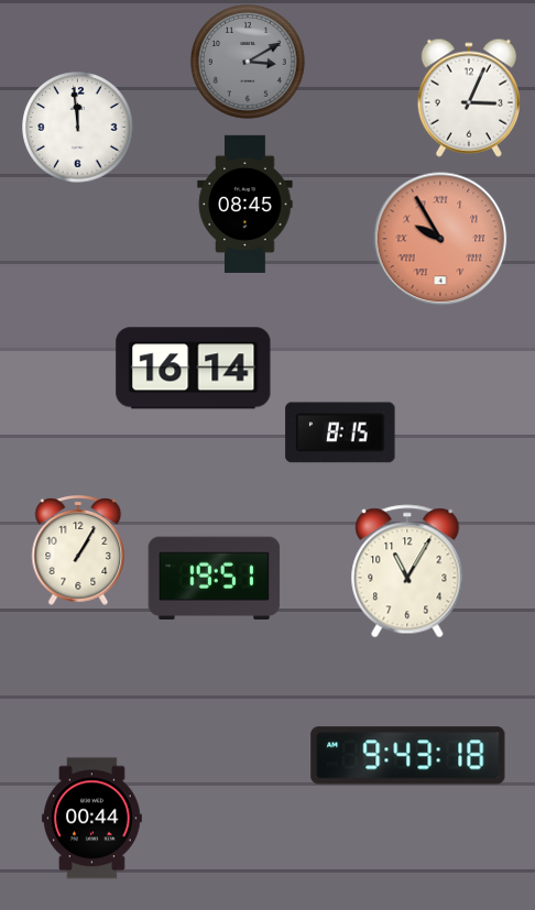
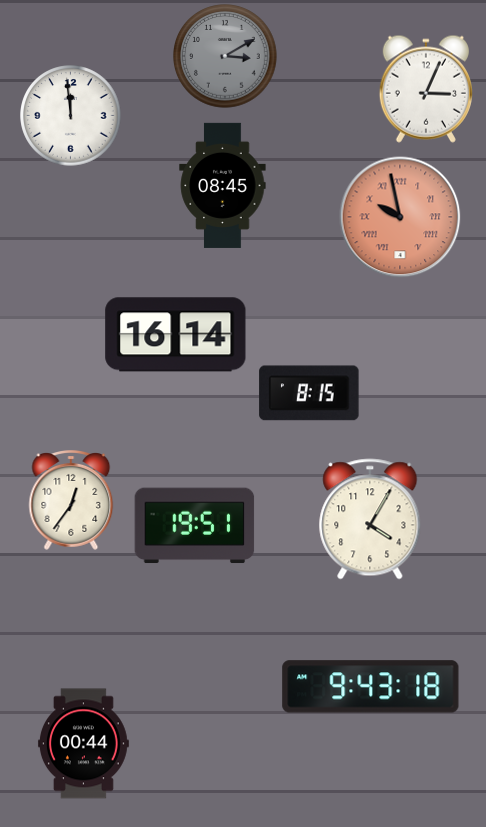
clock at (440, 239): 9:55 -> 9:58
clock at (78, 551): 1:05 -> 12:36
clock at (407, 571): 11:05 -> 4:05
